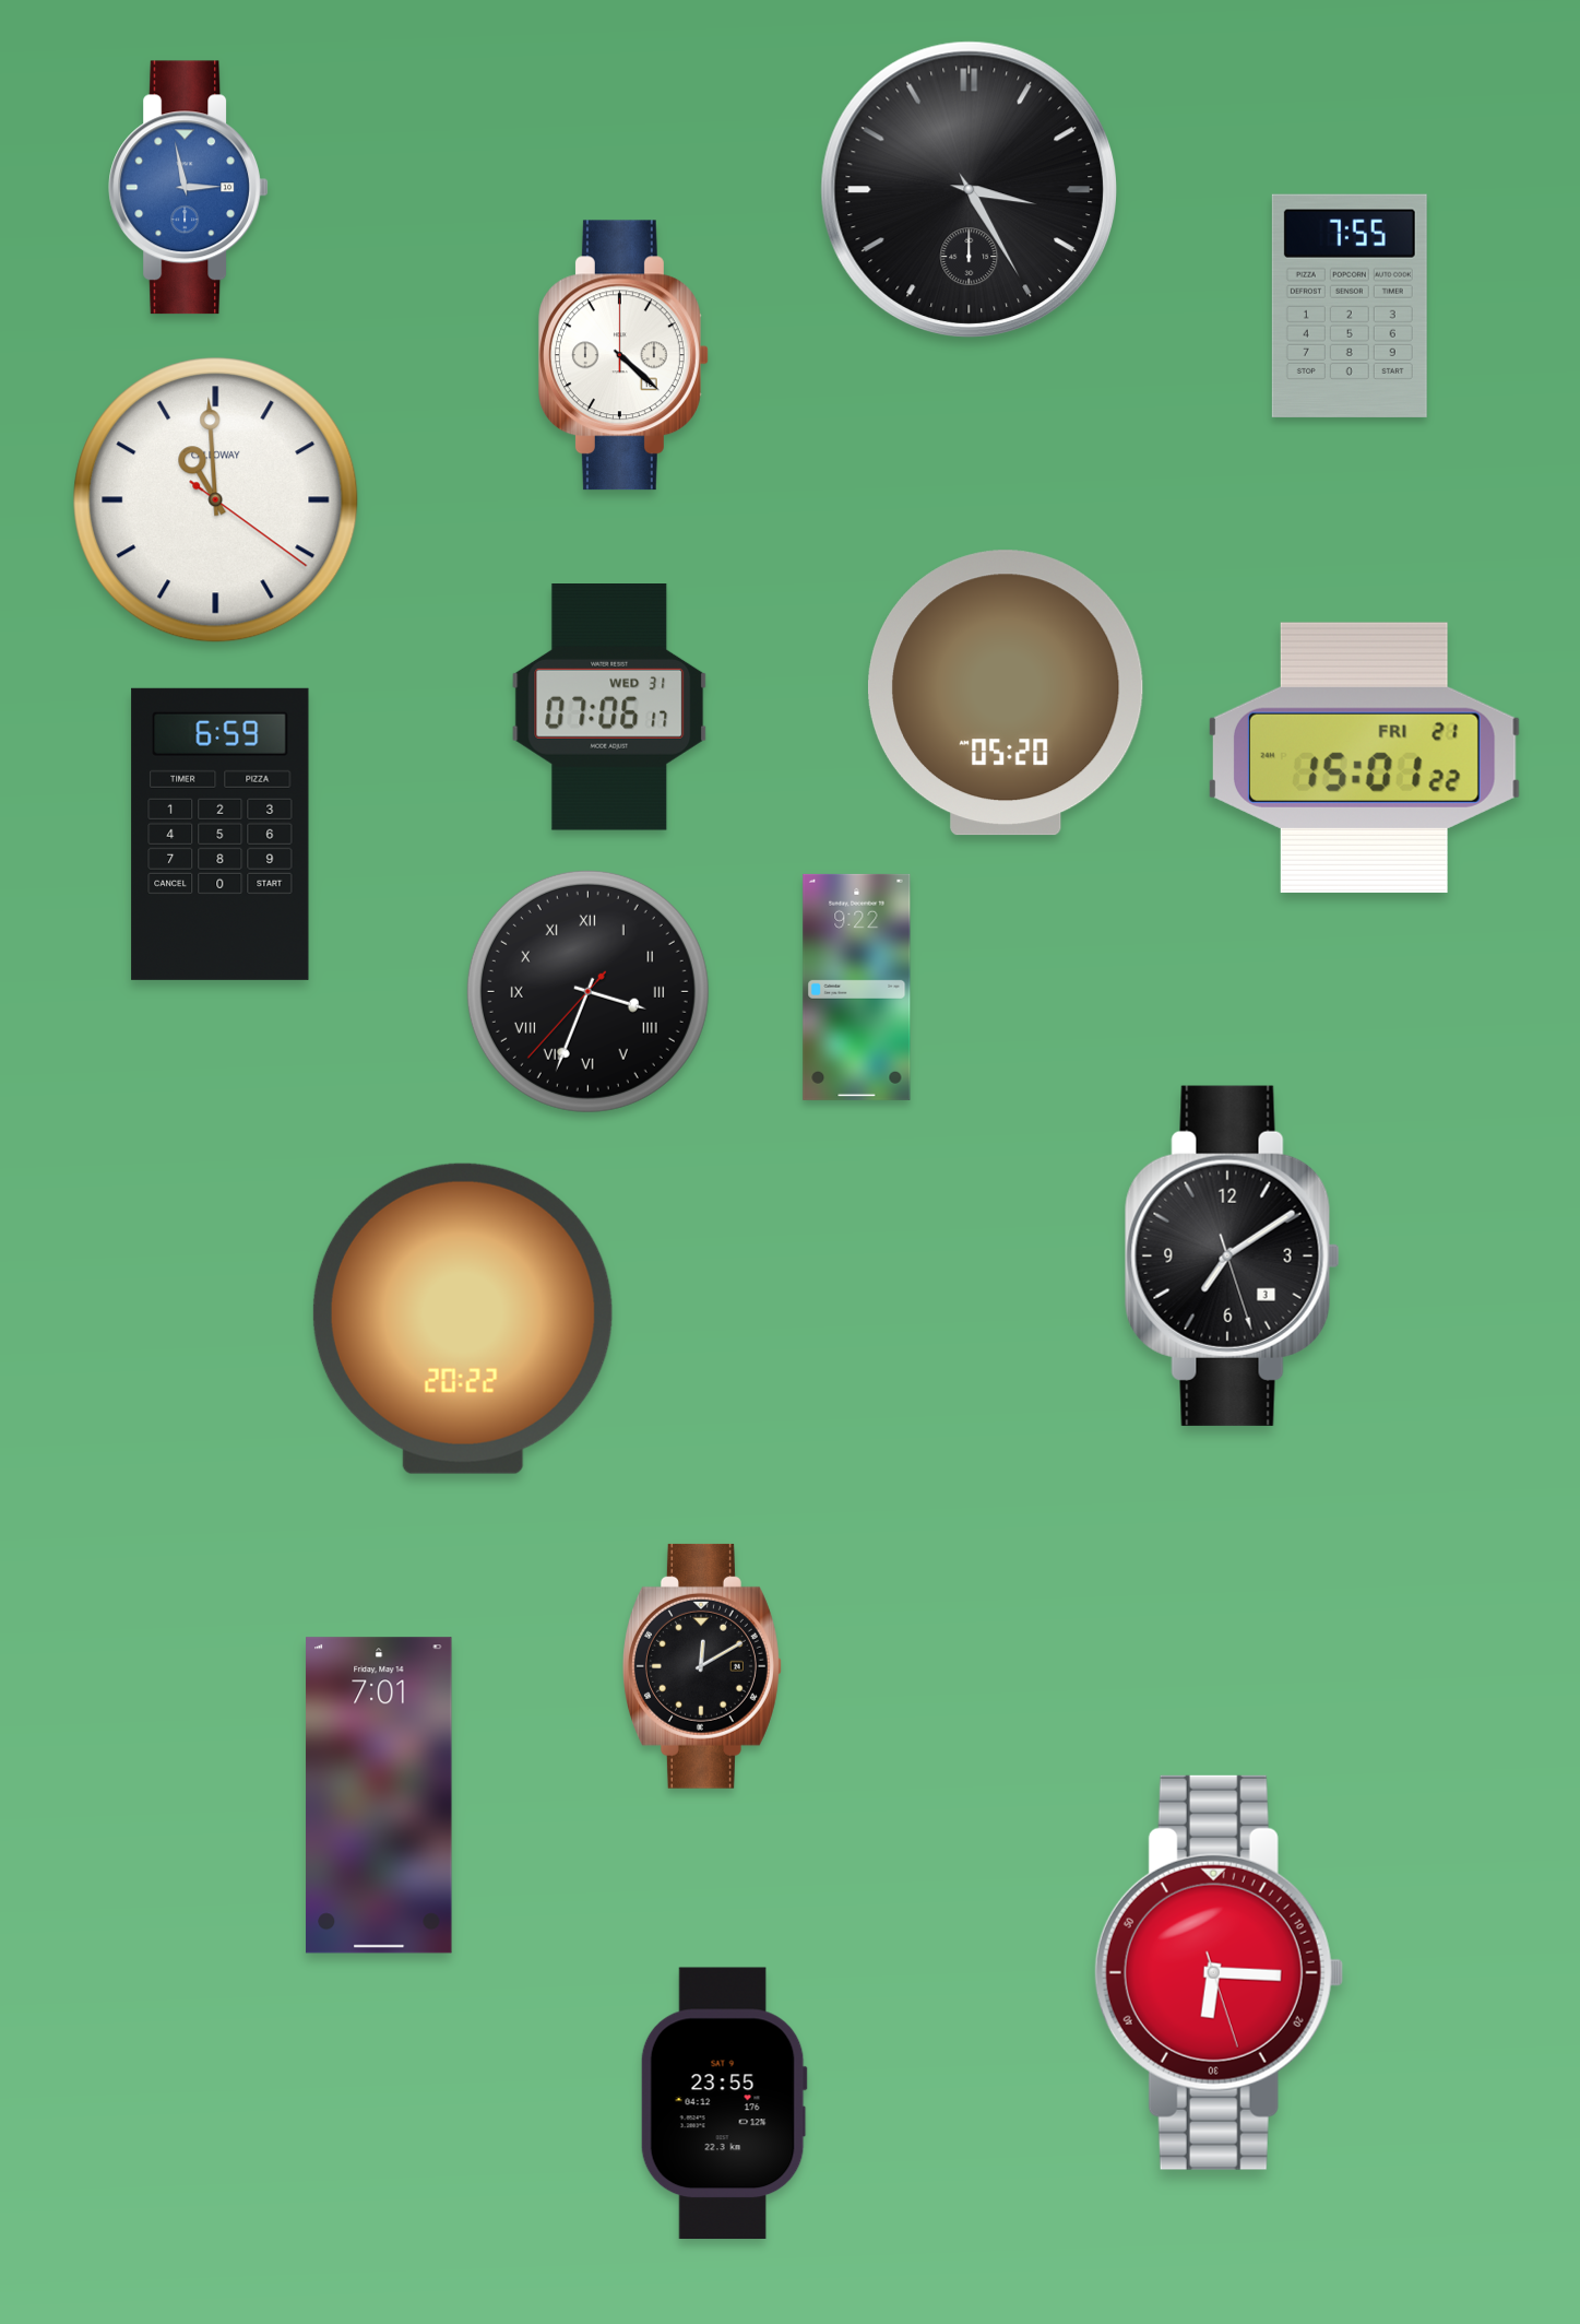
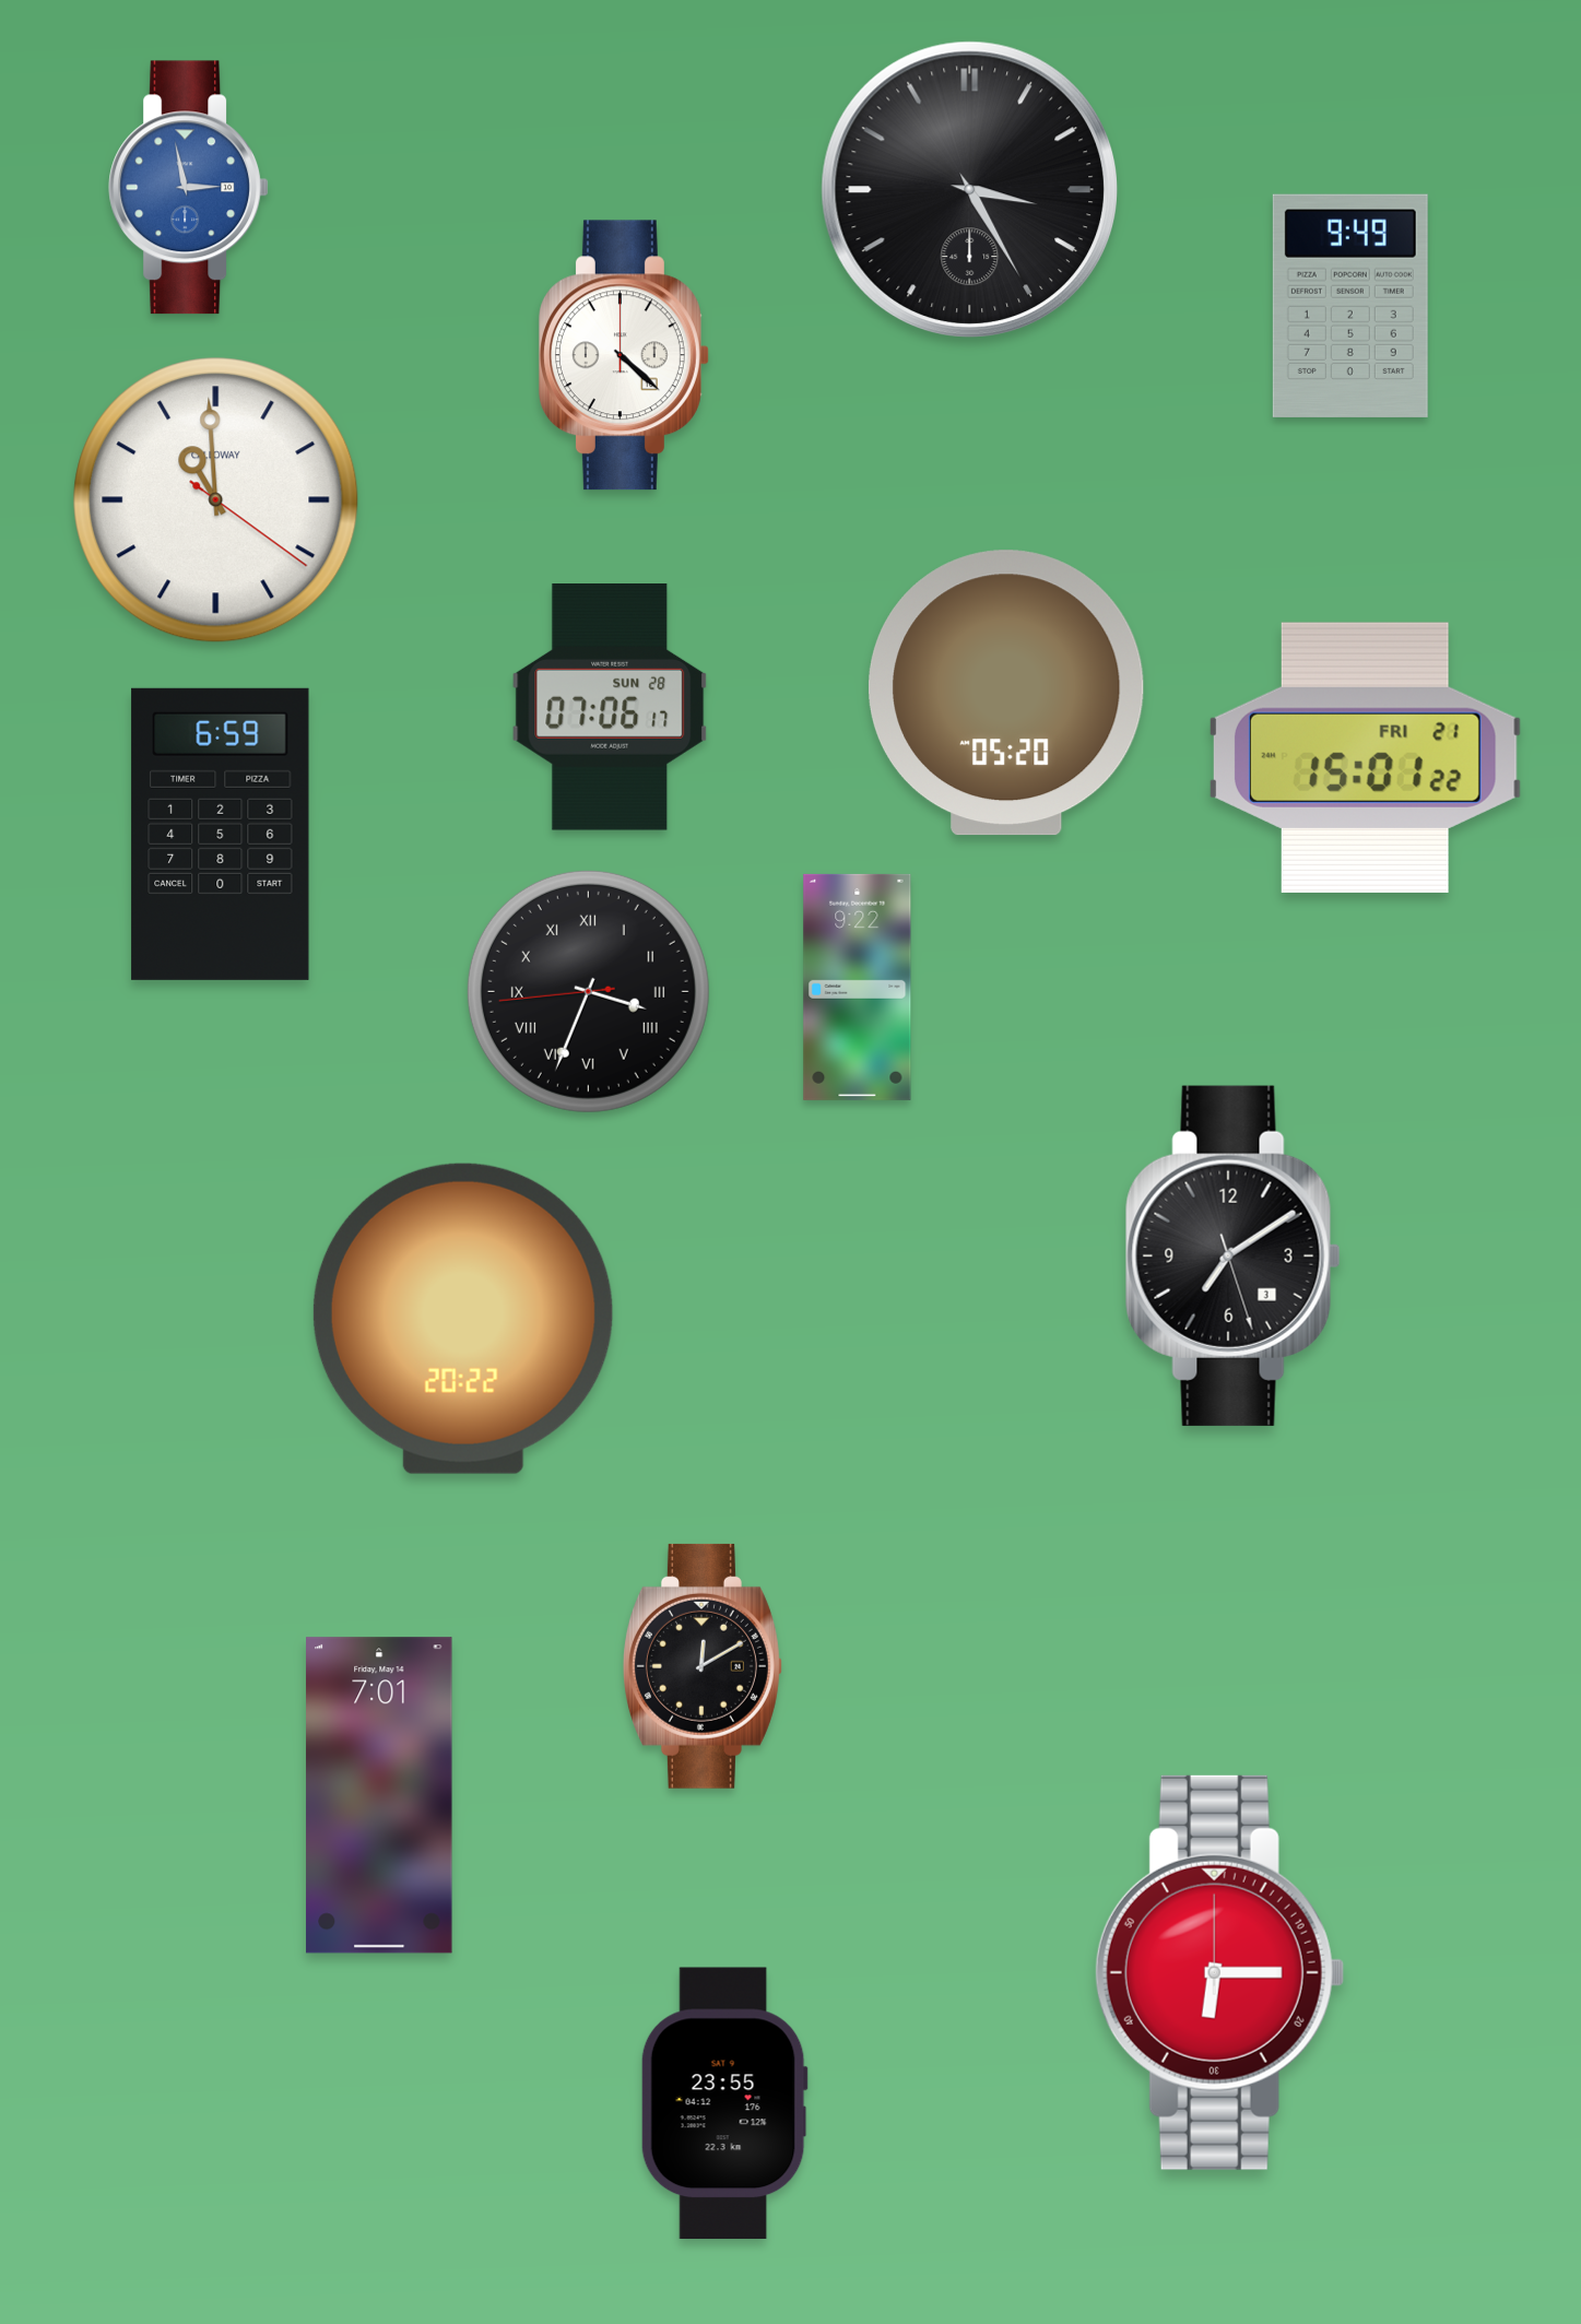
clock at (1350, 306): 7:55 -> 9:49
clock at (609, 708) date: WED 31 -> SUN 28
clock at (587, 991): 3:33:37 -> 3:33:44
clock at (1219, 1972): 6:15:27 -> 6:15:00
